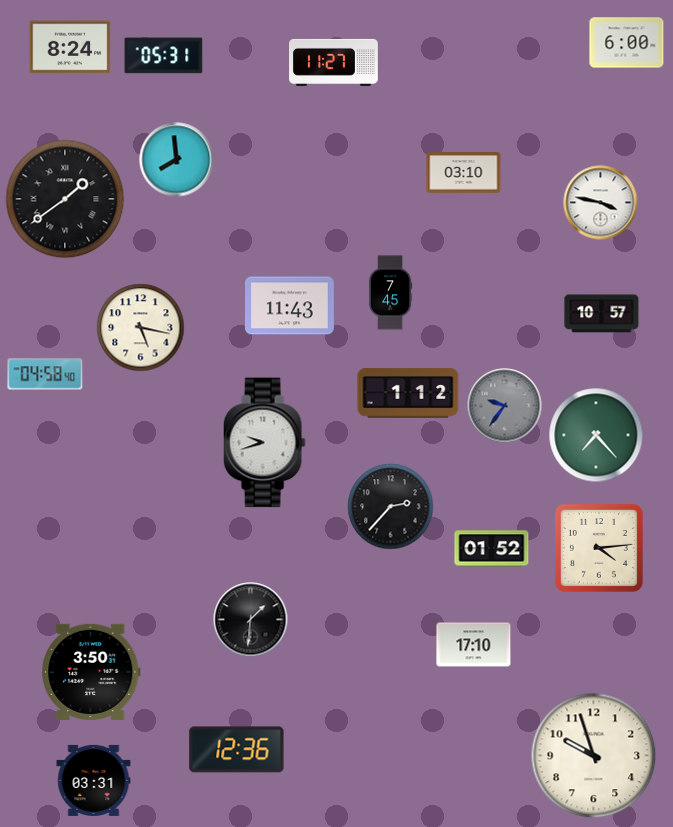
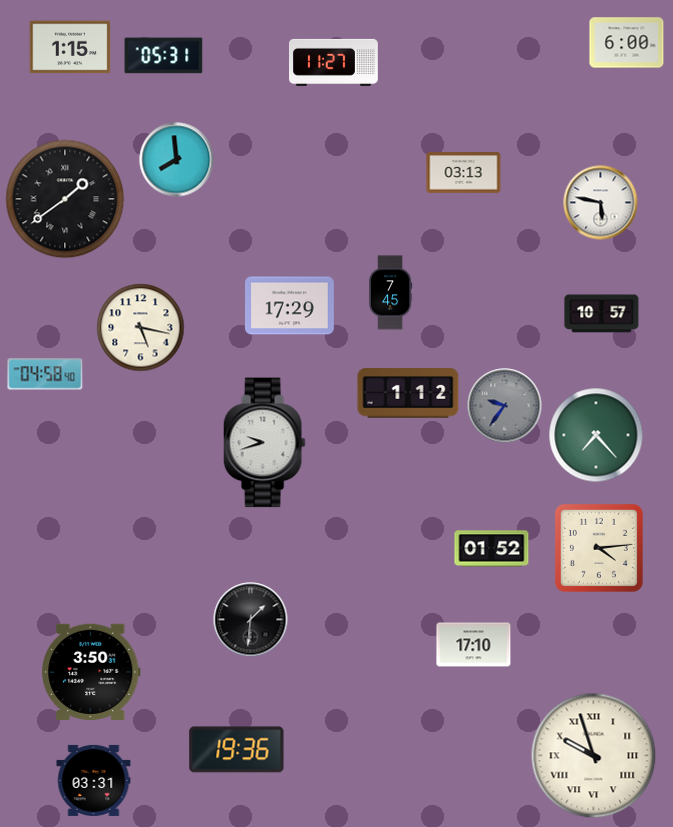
clock at (70, 47): 8:24 -> 1:15
clock at (464, 173): 03:10 -> 03:13
clock at (601, 203): 3:47 -> 5:47
clock at (290, 306): 11:43 -> 17:29
clock at (391, 507): 2:37 -> none
clock at (237, 750): 12:36 -> 19:36
clock at (594, 756) numerals: Arabic -> Roman
